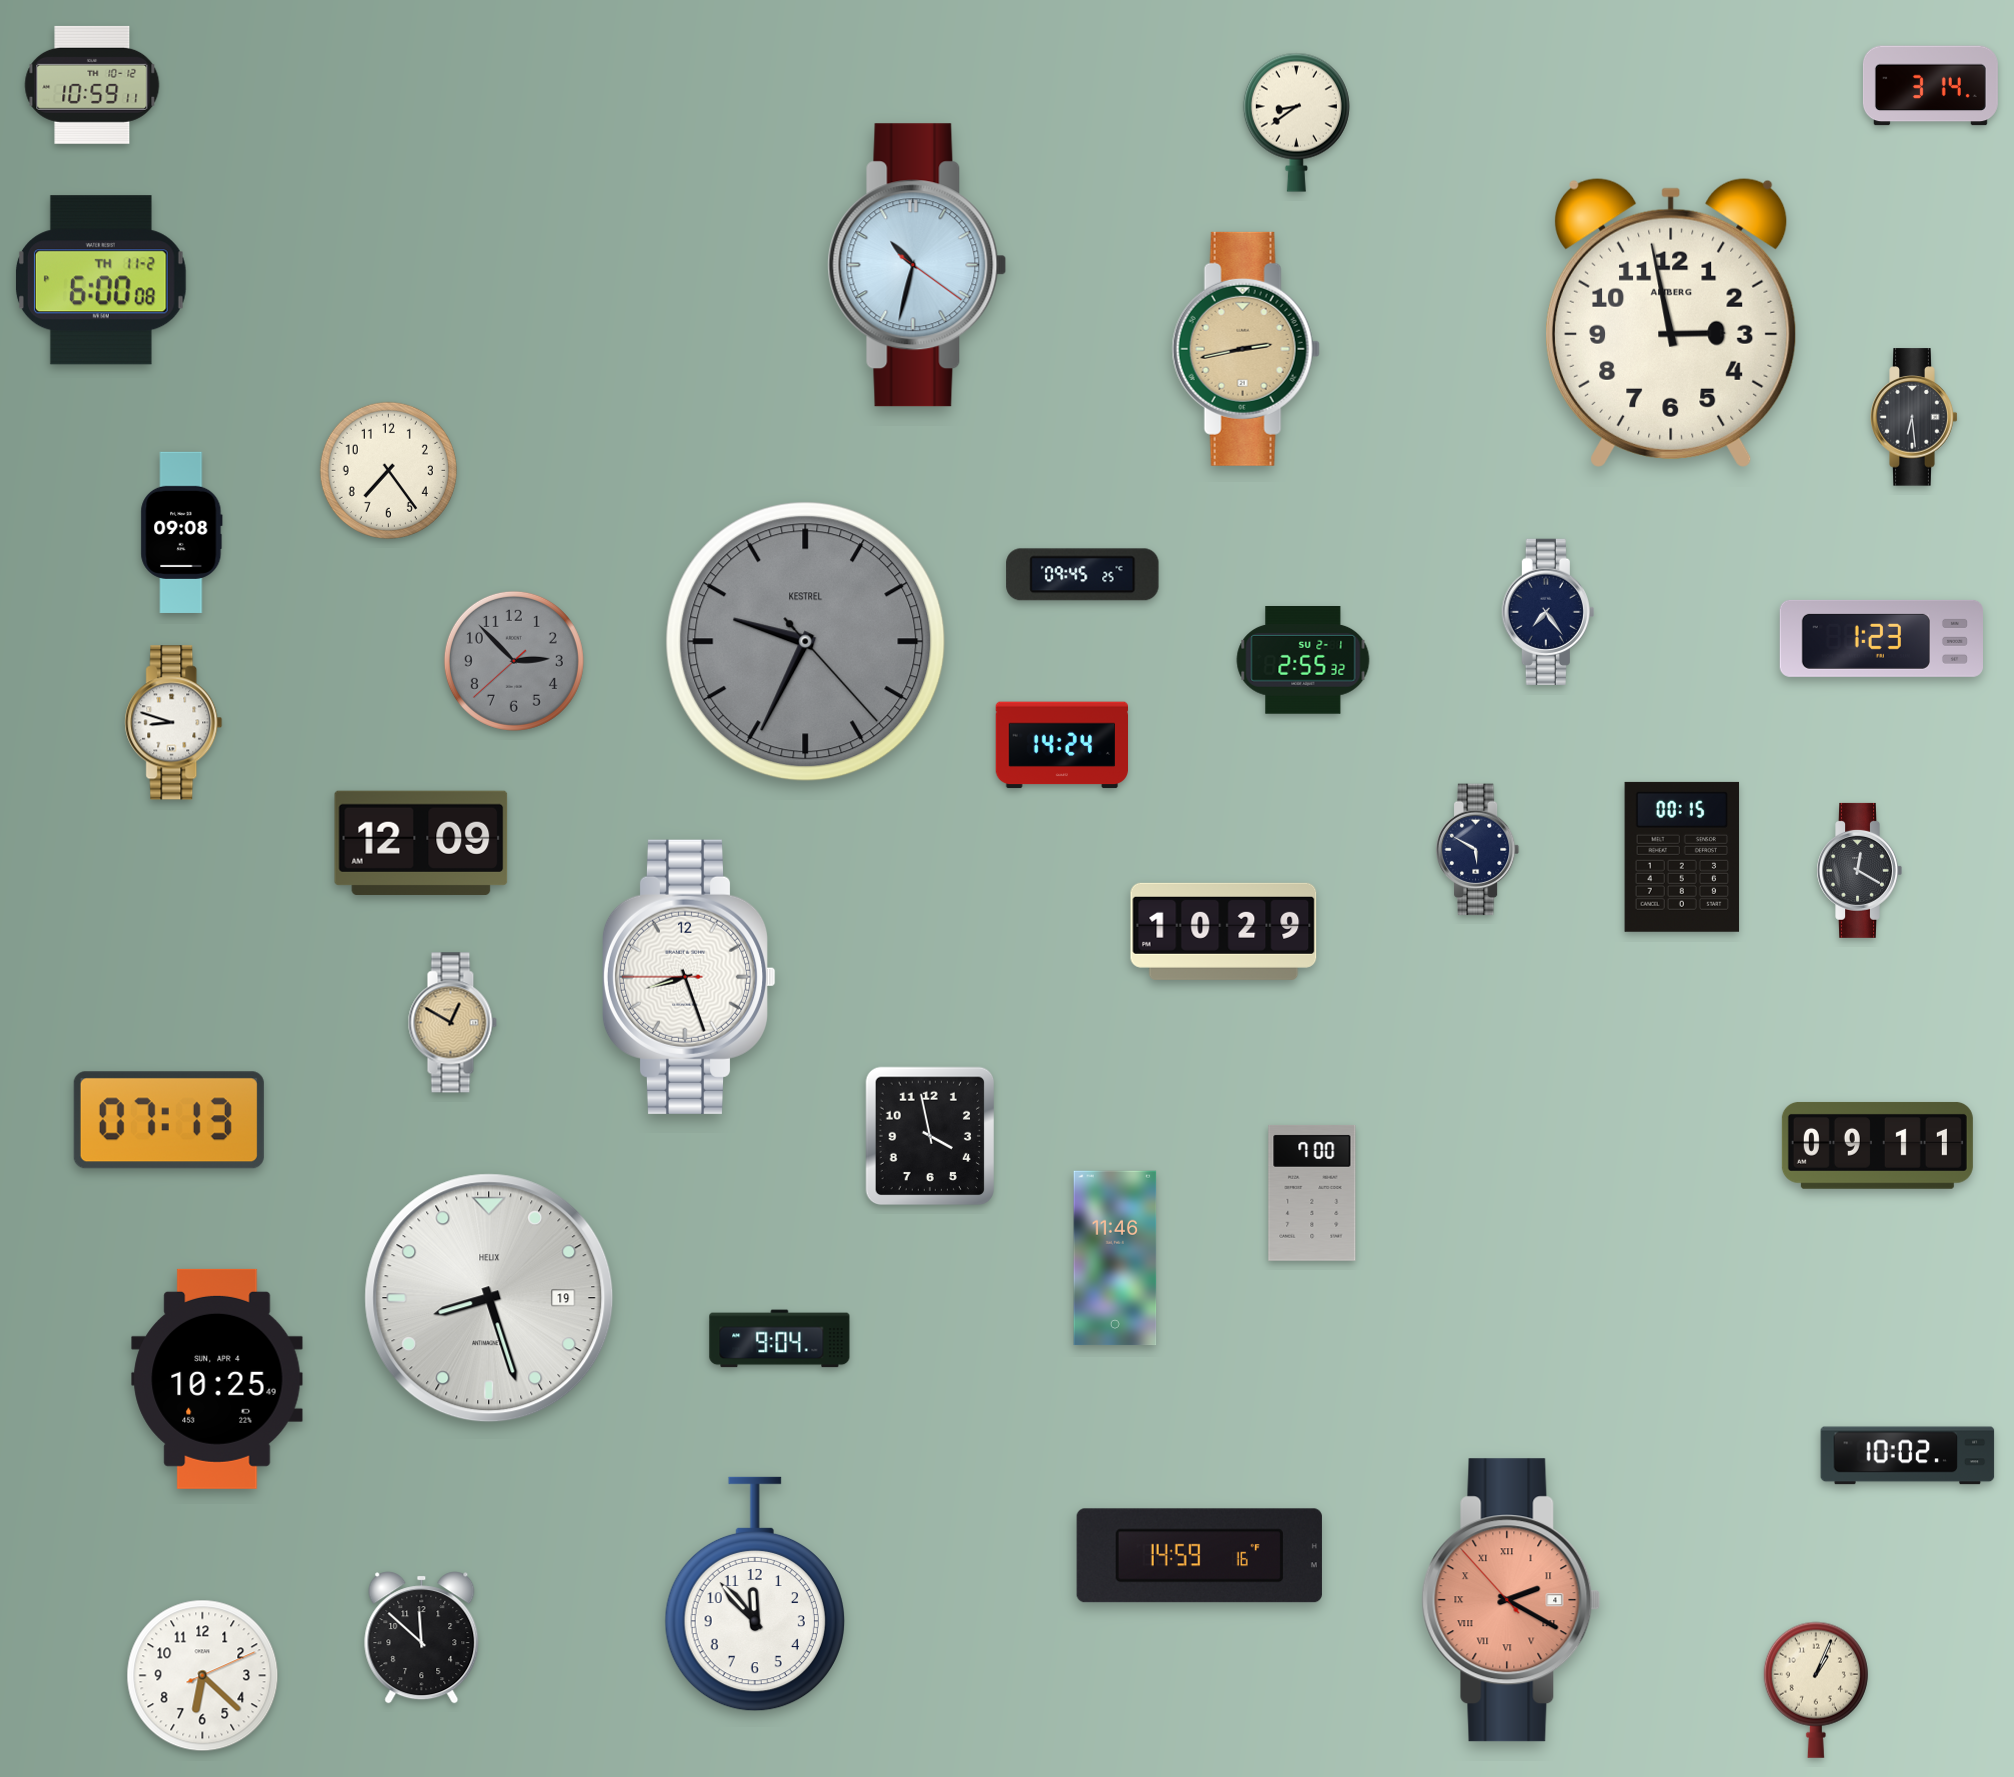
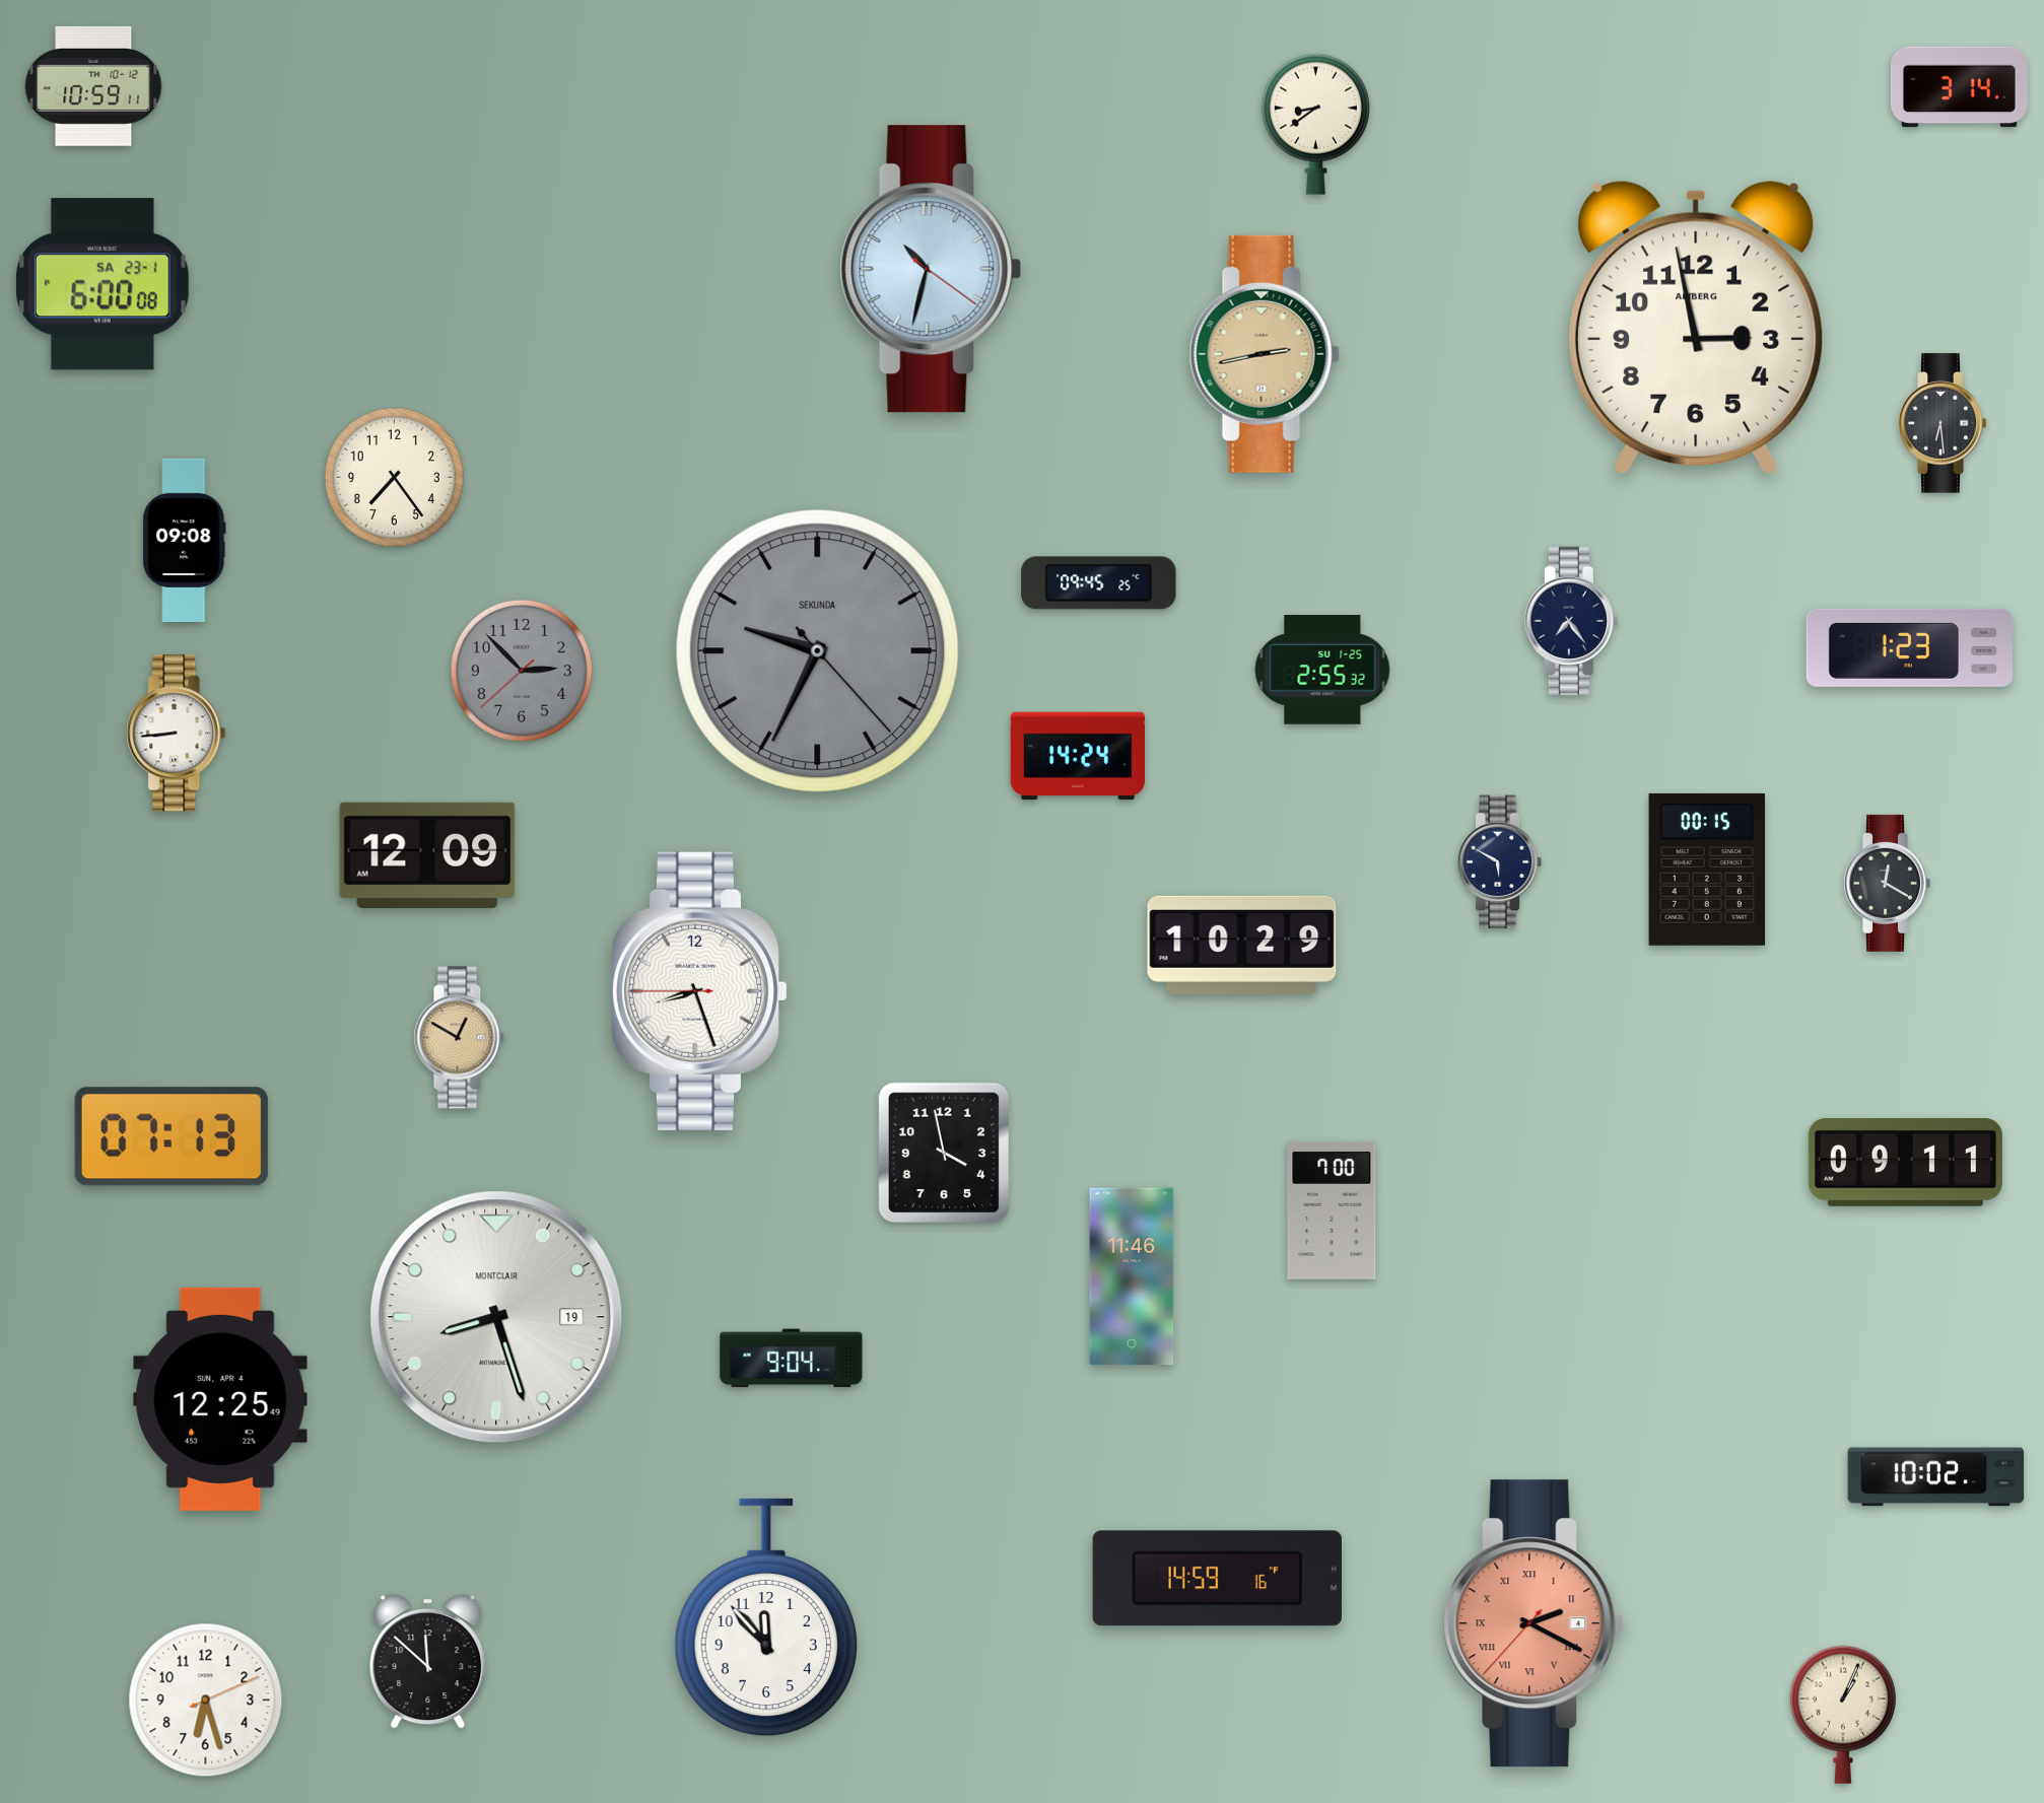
clock at (101, 280) date: TH 11-2 -> SA 23-1
clock at (806, 642) brand: KESTREL -> SEKUNDA
clock at (1303, 661) date: SU 2-1 -> SU 1-25
clock at (174, 723): 8:48 -> 8:44
clock at (489, 1298) brand: HELIX -> MONTCLAIR
clock at (217, 1379): 10:25 -> 12:25
clock at (1511, 1600): 2:19:53 -> 2:19:37
clock at (203, 1676): 6:22 -> 6:27
